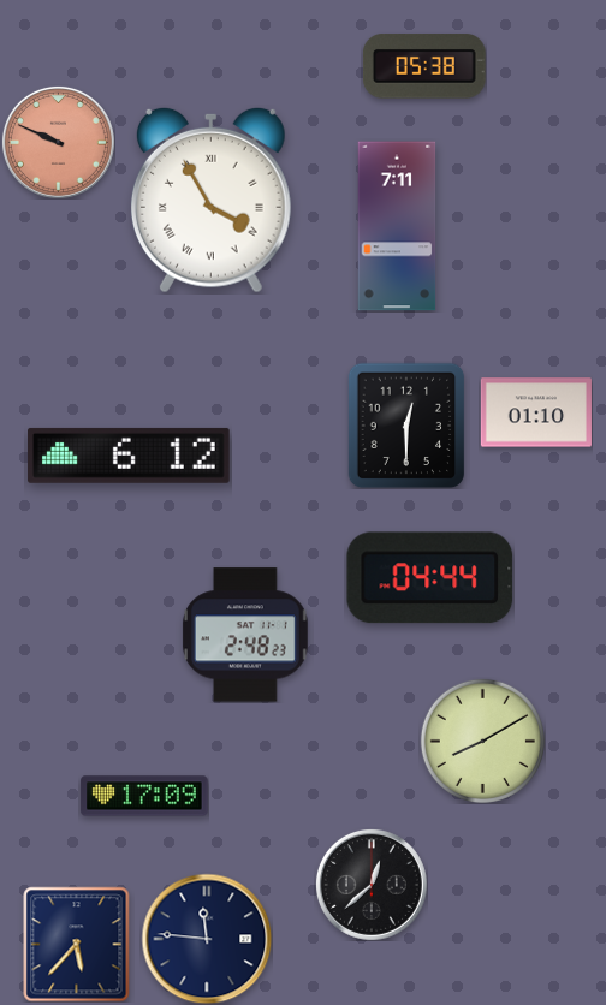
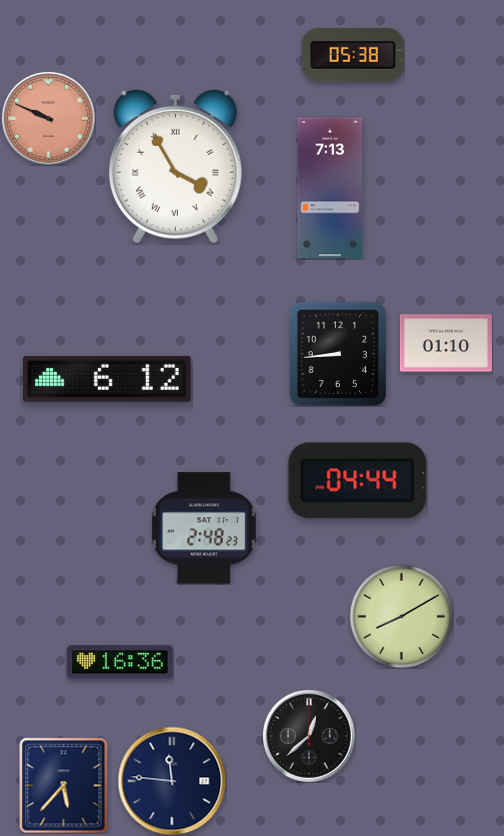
clock at (397, 226): 7:11 -> 7:13
clock at (406, 426): 12:30 -> 8:44
clock at (144, 796): 17:09 -> 16:36
